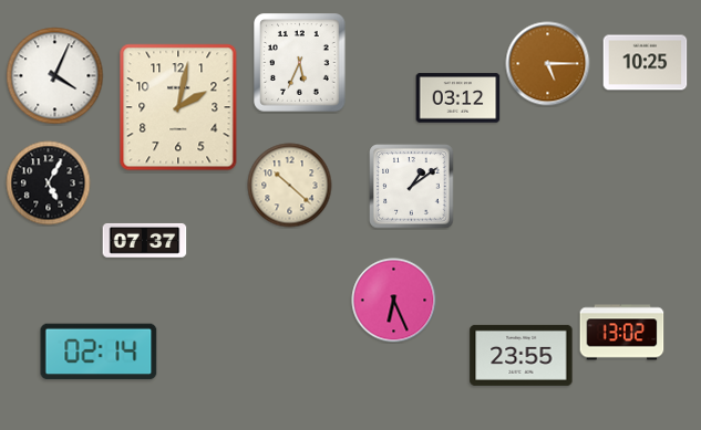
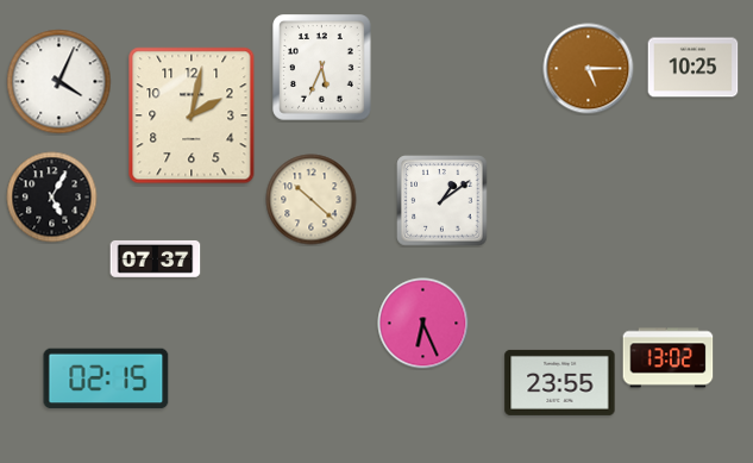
clock at (458, 98): 03:12 -> none
clock at (99, 352): 02:14 -> 02:15
